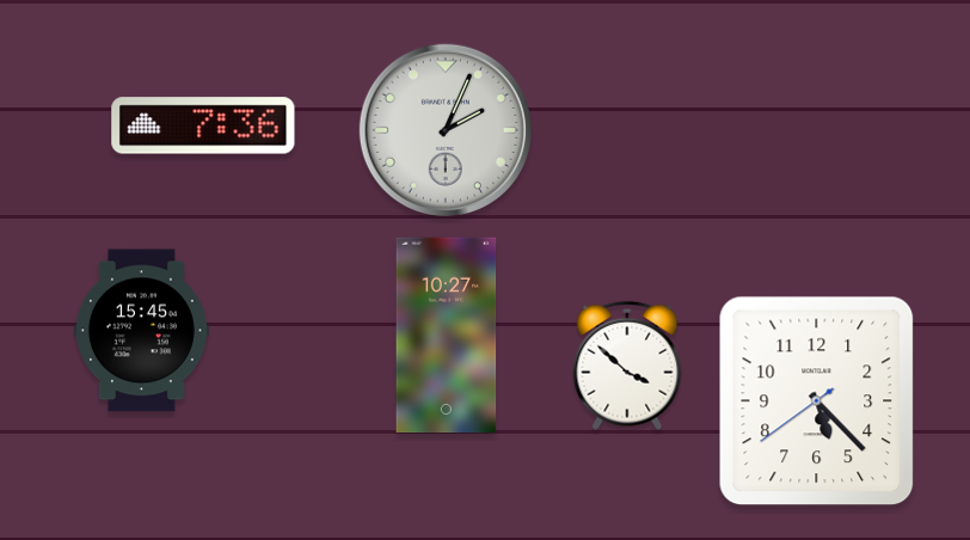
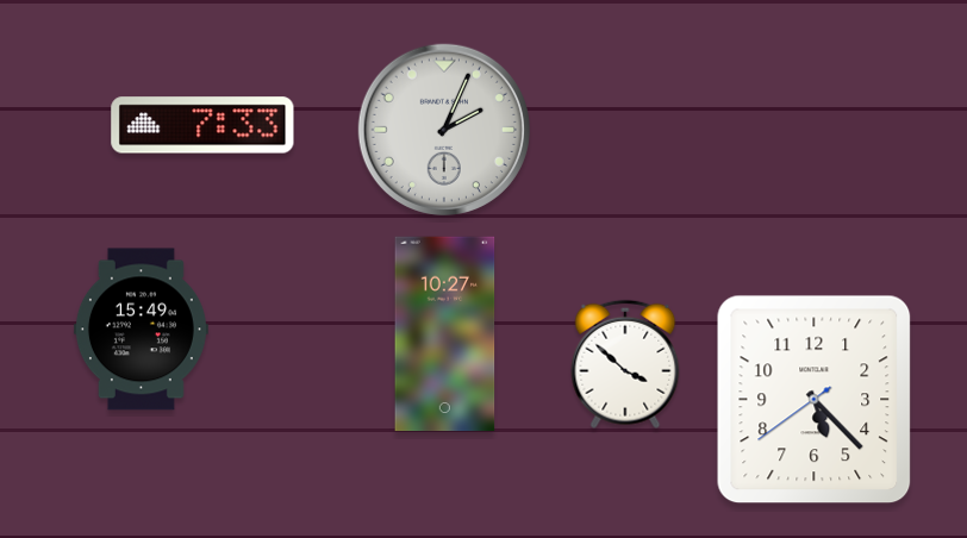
clock at (203, 125): 7:36 -> 7:33
clock at (141, 331): 15:45 -> 15:49
